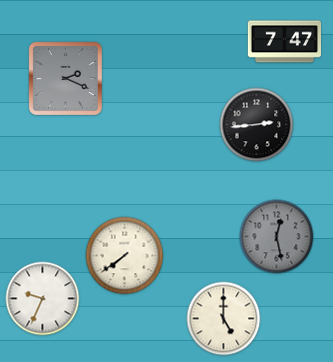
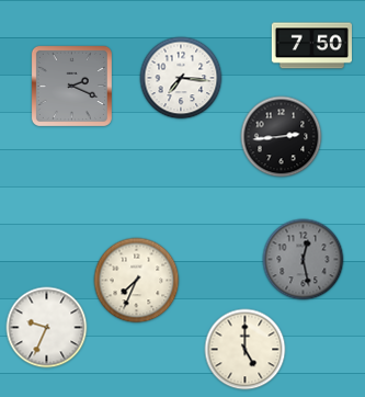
clock at (284, 42): 7:47 -> 7:50
clock at (181, 78): none -> 7:16
clock at (125, 256): 7:39 -> 7:34
